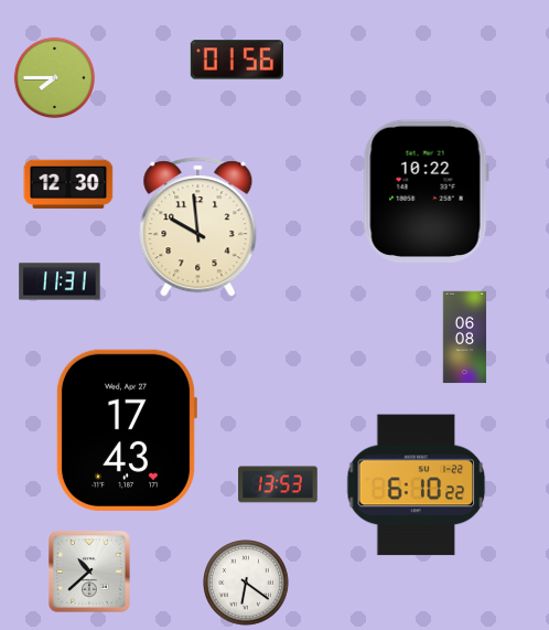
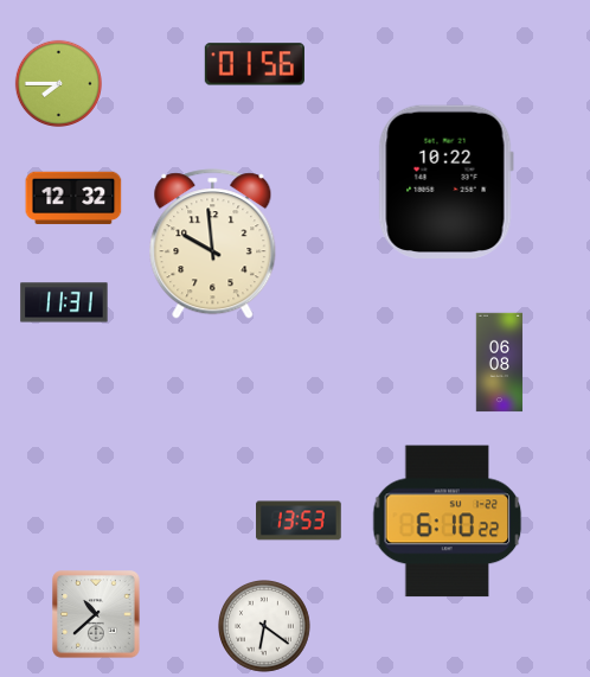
clock at (68, 184): 12:30 -> 12:32
clock at (426, 191) position: (426, 191) -> (445, 181)
clock at (126, 430): 17:43 -> none
